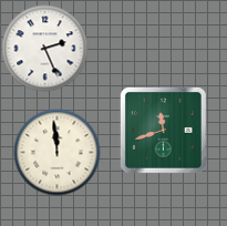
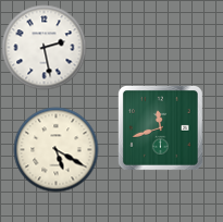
clock at (44, 48): 2:26 -> 2:28
clock at (56, 152): 11:59 -> 5:20
